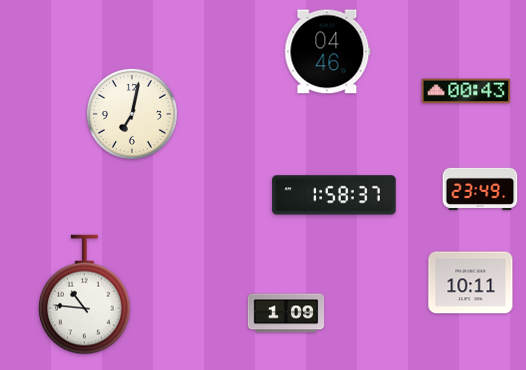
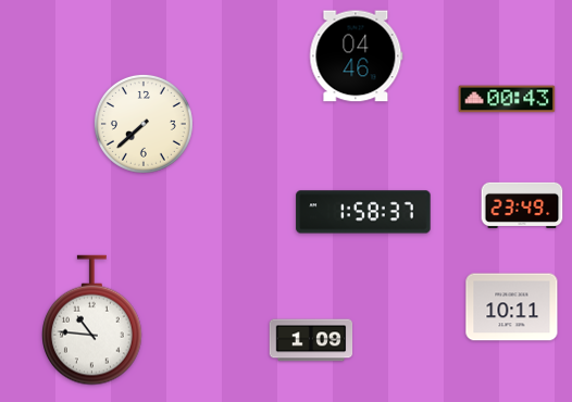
clock at (132, 114): 7:02 -> 7:38
